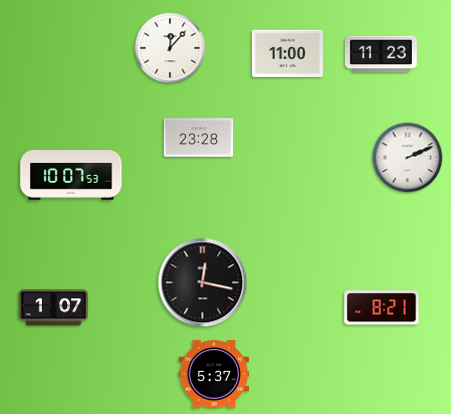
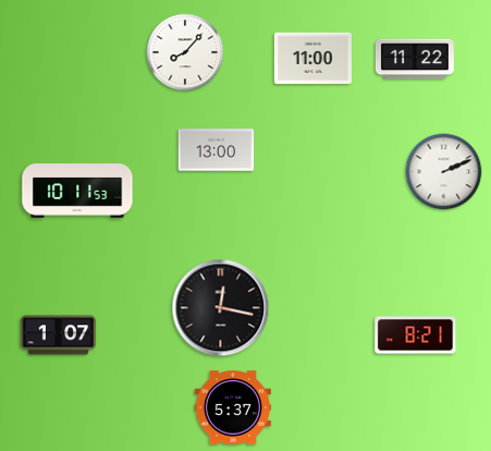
clock at (170, 48): 12:07 -> 8:07
clock at (381, 54): 11:23 -> 11:22
clock at (199, 138): 23:28 -> 13:00
clock at (71, 175): 10:07 -> 10:11
